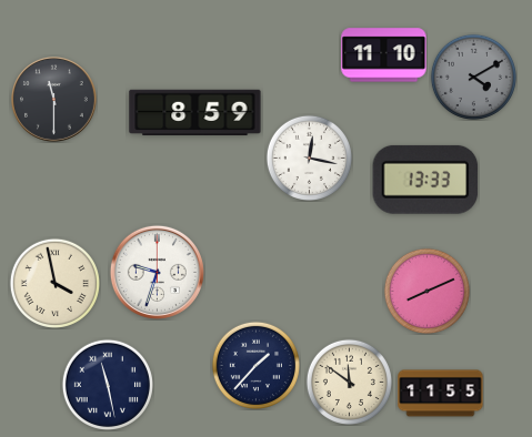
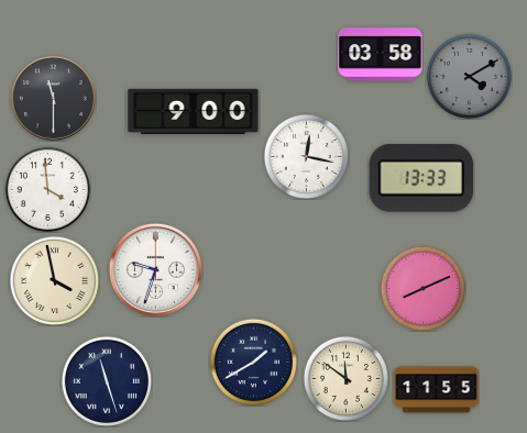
clock at (384, 55): 11:10 -> 03:58
clock at (195, 113): 8:59 -> 9:00
clock at (47, 189): none -> 3:59
clock at (255, 365): 1:37 -> 1:40
clock at (107, 384): 11:28 -> 11:27
